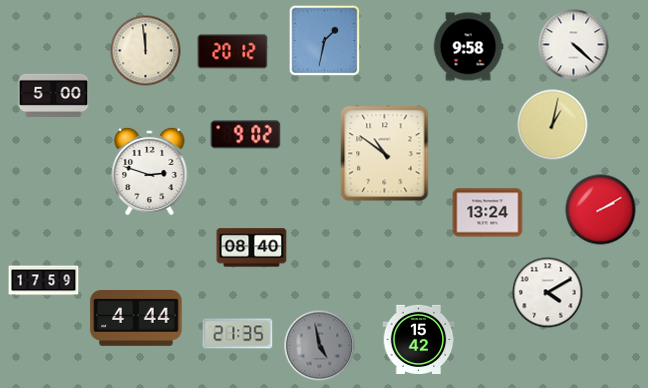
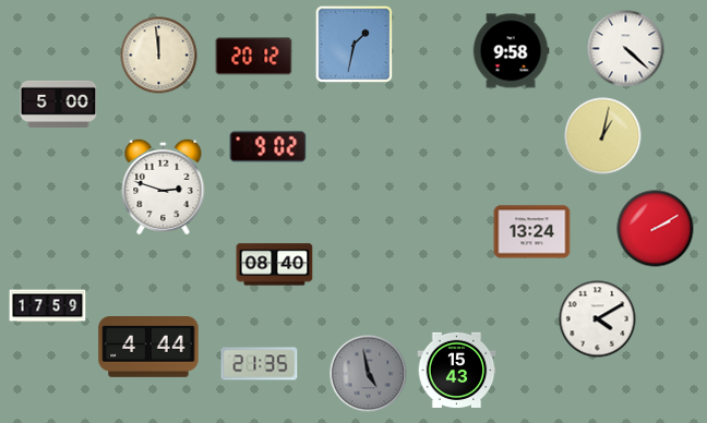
clock at (385, 154): 10:51 -> none
clock at (252, 248) position: (252, 248) -> (275, 265)
clock at (419, 340): 15:42 -> 15:43
clock at (320, 346) position: (320, 346) -> (369, 374)
